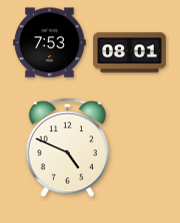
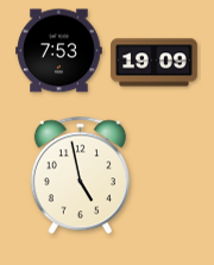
clock at (130, 53): 08:01 -> 19:09
clock at (67, 148): 4:49 -> 4:58
